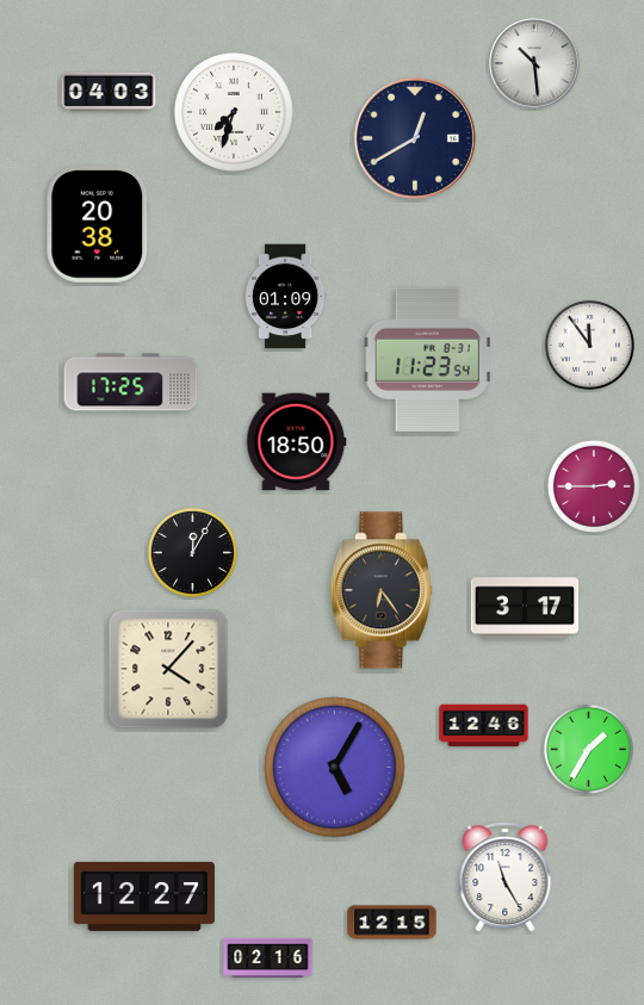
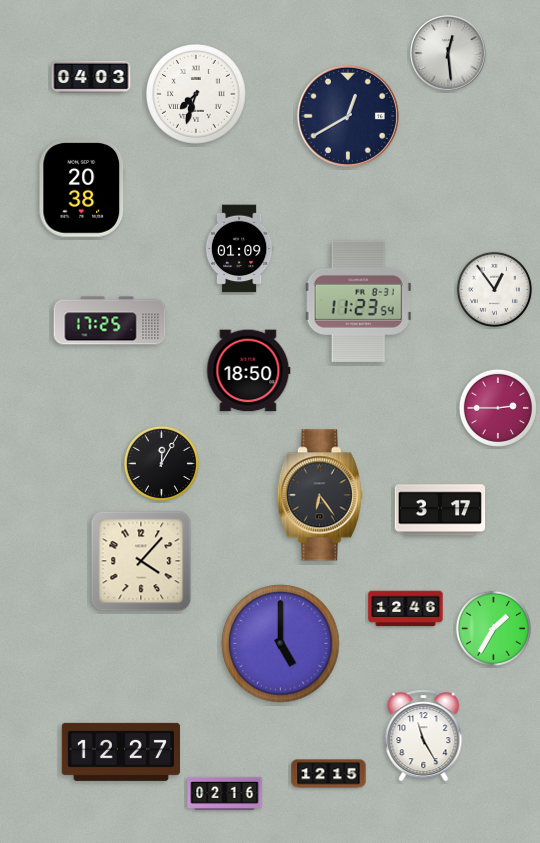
clock at (534, 63): 10:29 -> 12:29
clock at (589, 345): 11:54 -> 12:54
clock at (335, 768): 5:05 -> 5:00
clock at (268, 957) position: (268, 957) -> (225, 793)
